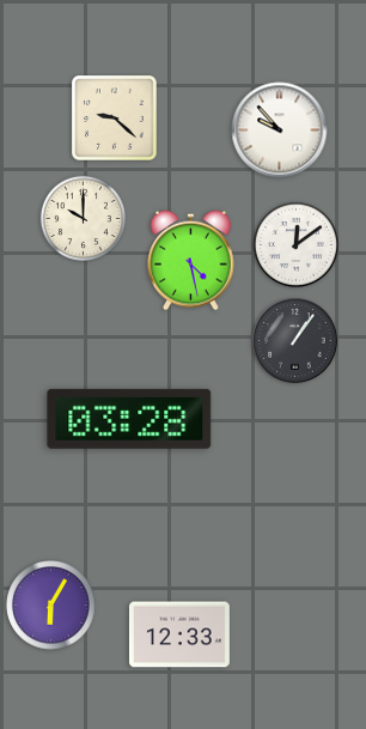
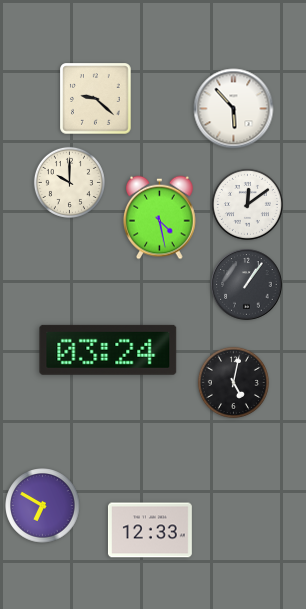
clock at (280, 130): 9:53 -> 5:53
clock at (129, 419): 03:28 -> 03:24
clock at (233, 382): none -> 5:02
clock at (51, 606): 6:05 -> 6:50
